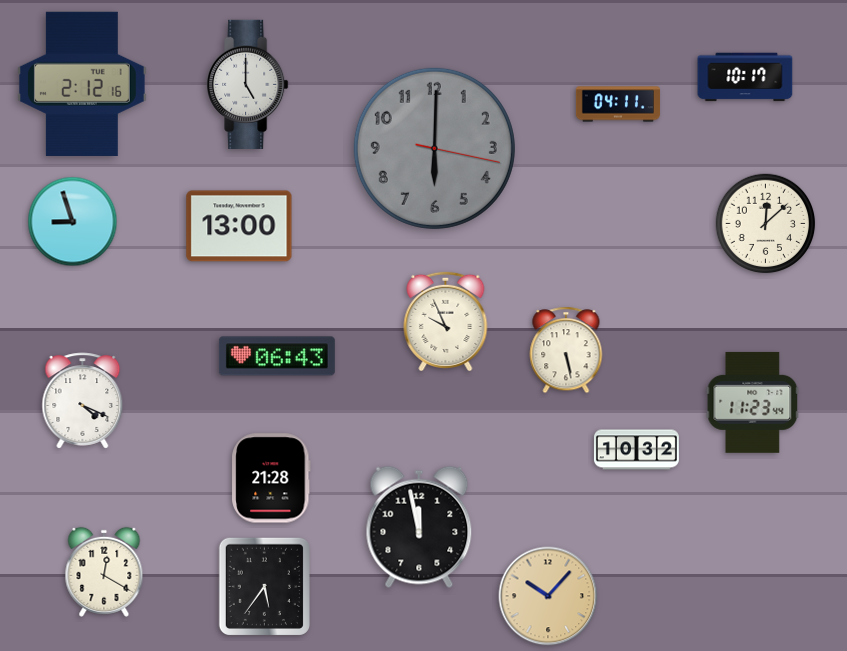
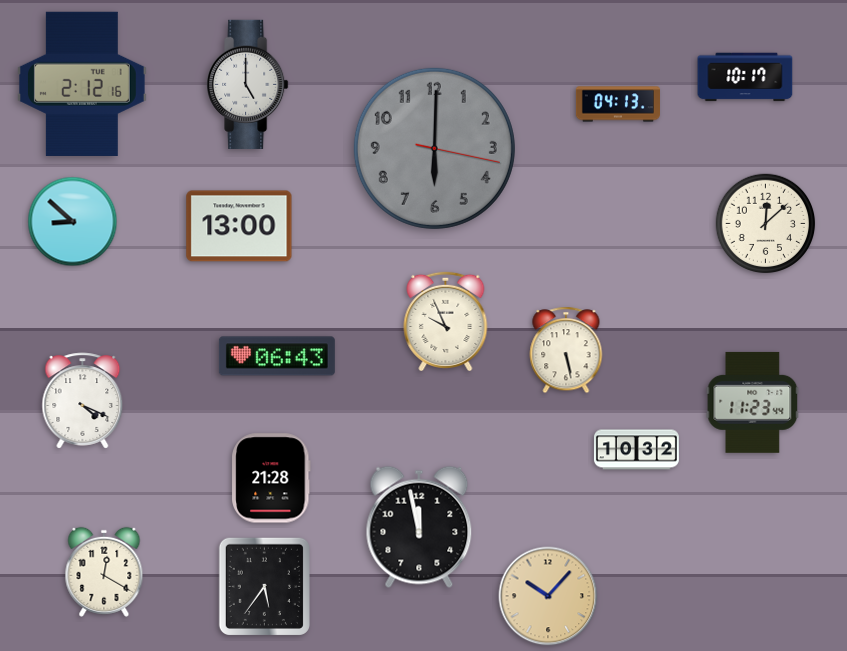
clock at (618, 104): 04:11 -> 04:13
clock at (73, 222): 8:57 -> 8:52
